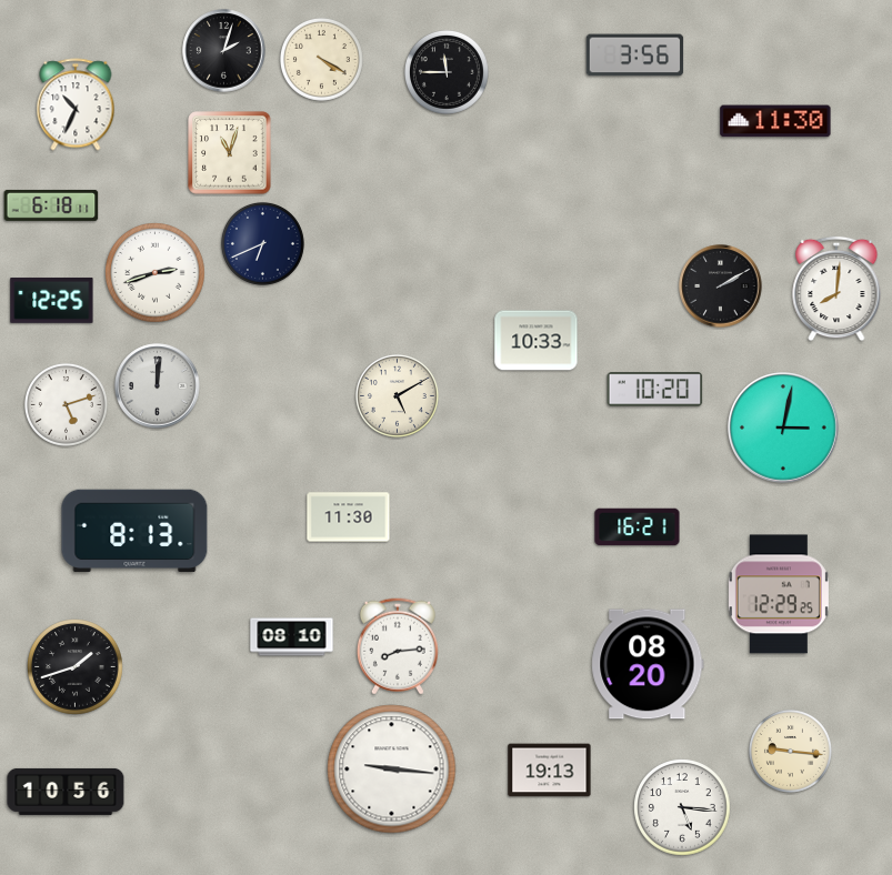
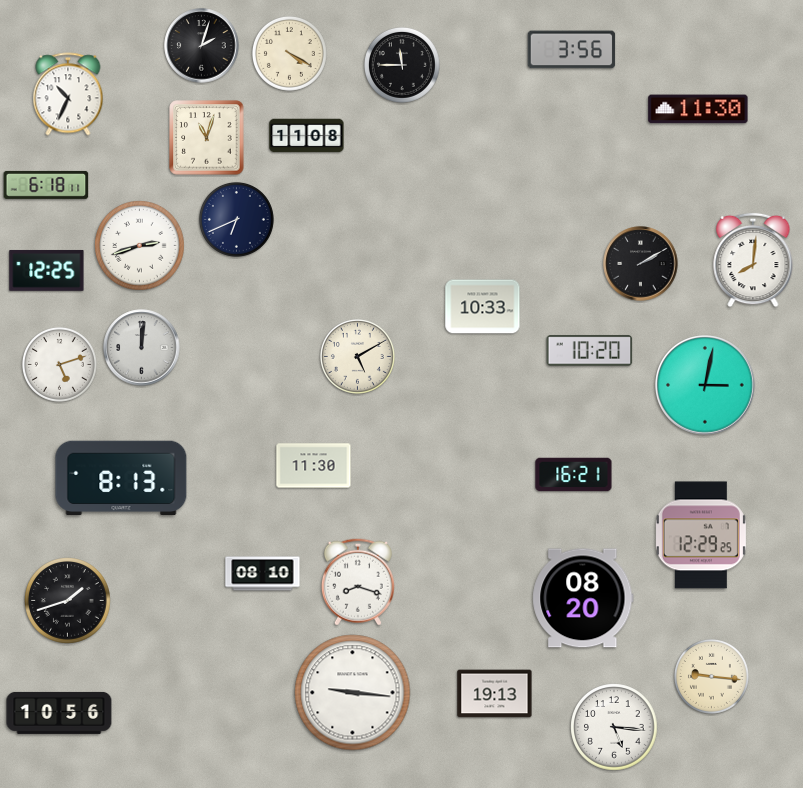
clock at (307, 136): none -> 11:08
clock at (721, 286) position: (721, 286) -> (641, 264)
clock at (398, 646): 8:14 -> 8:18
